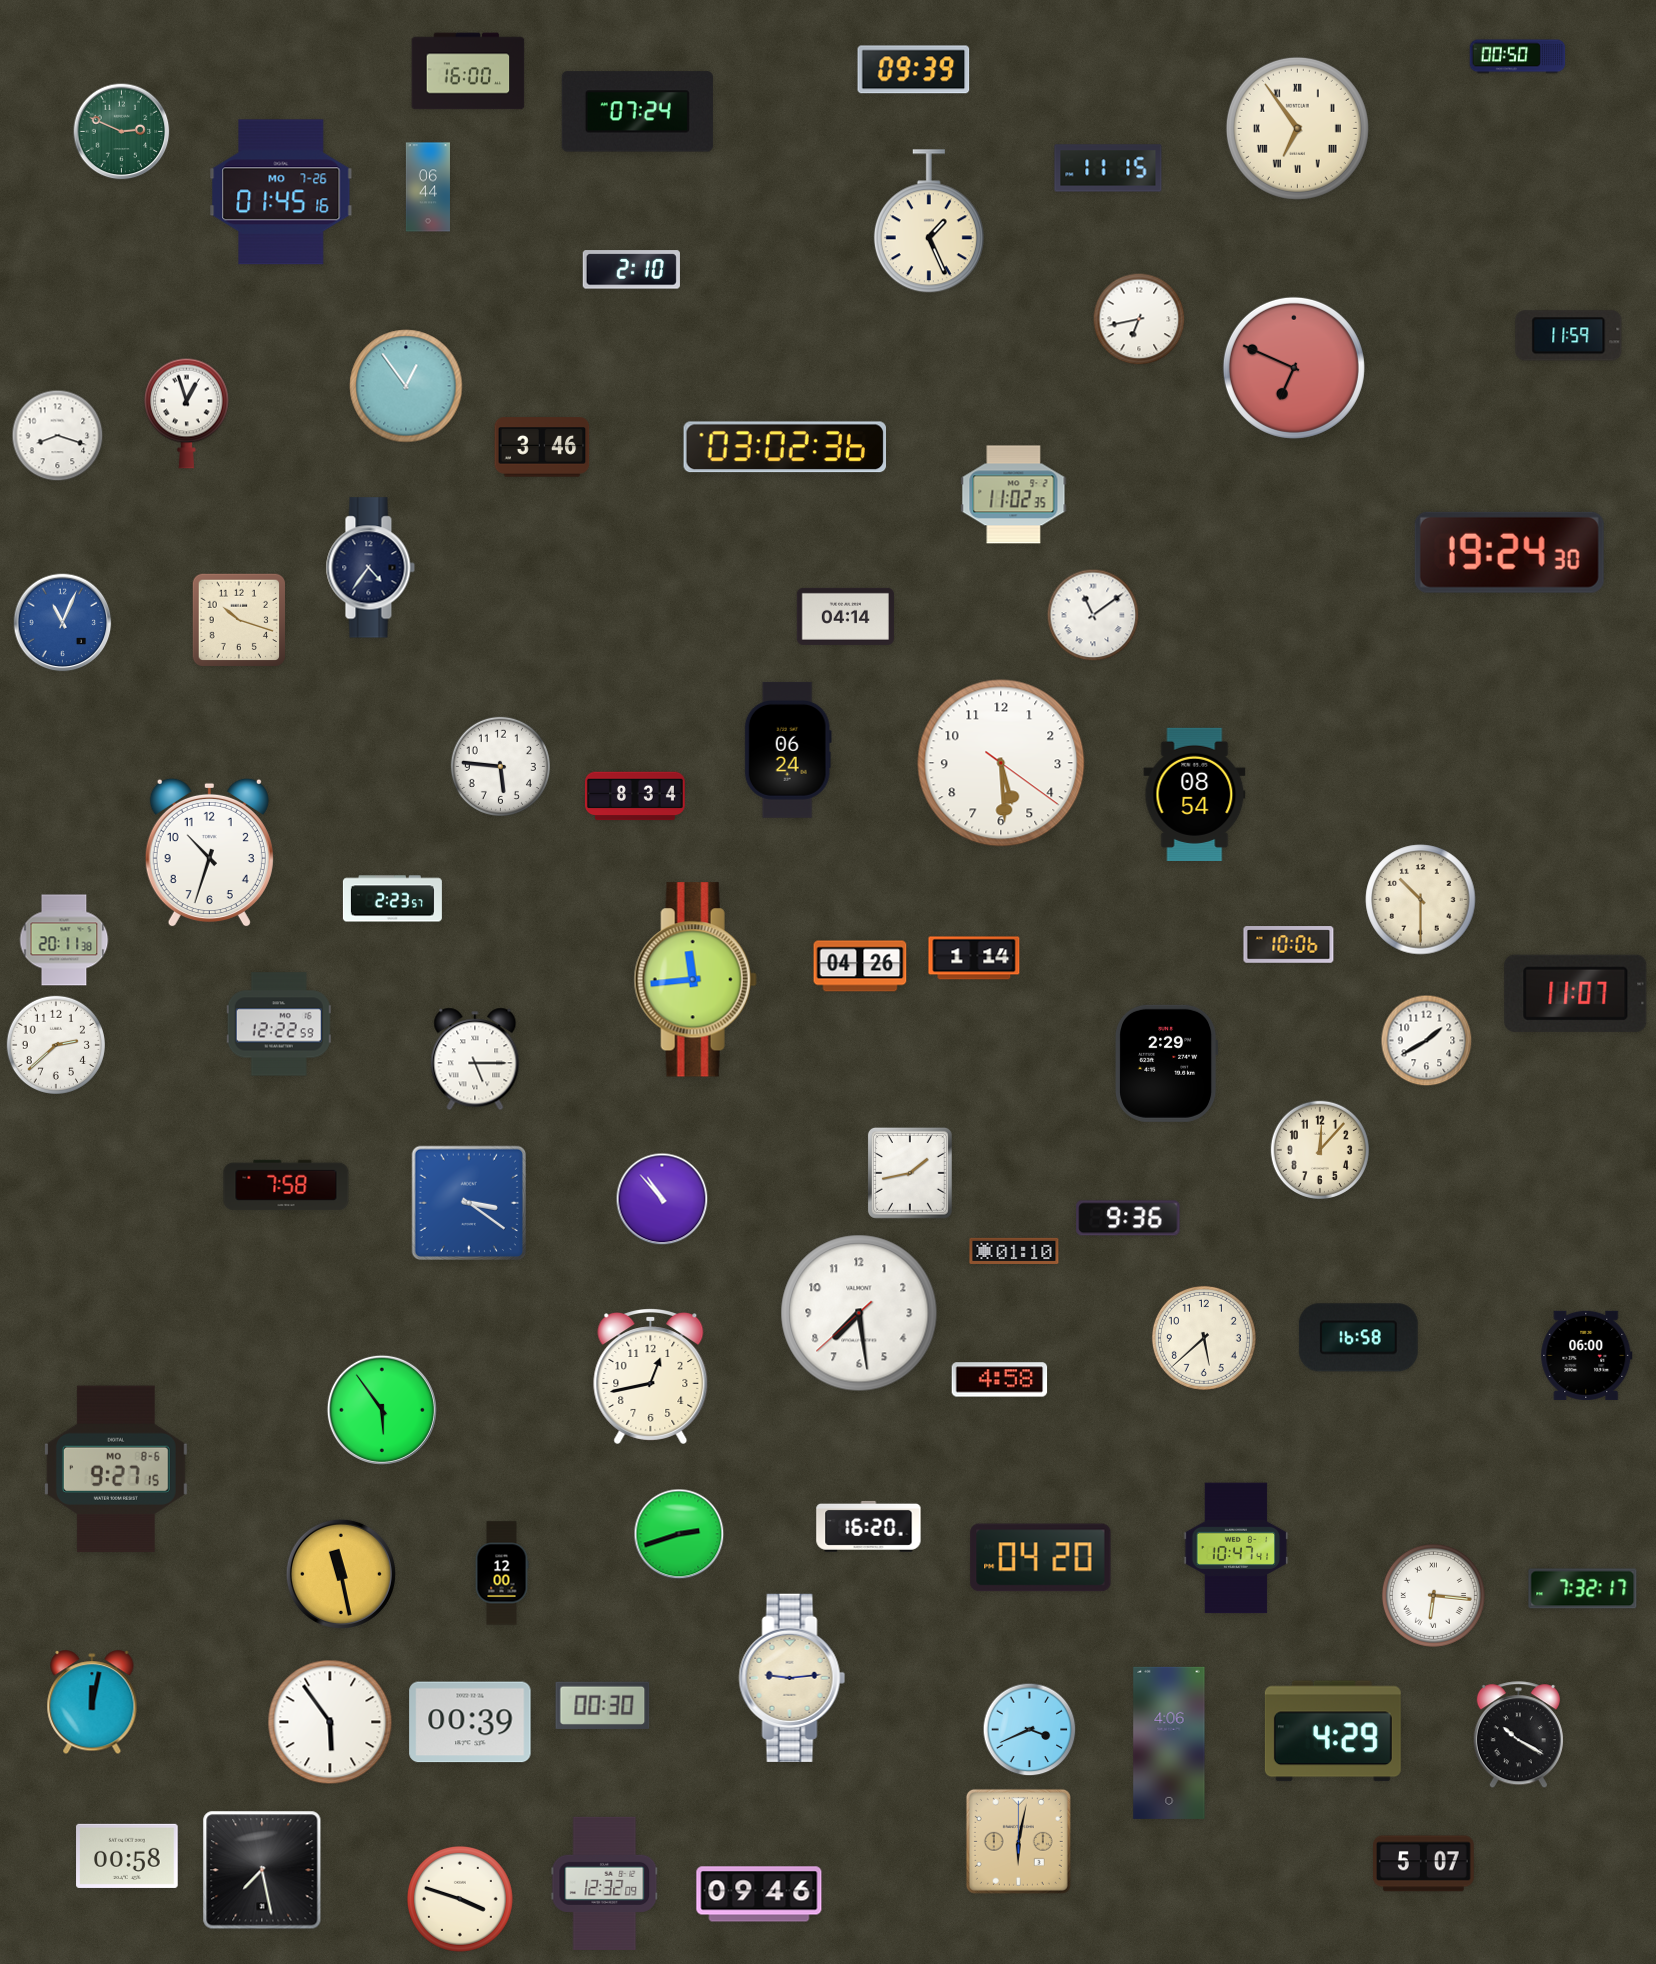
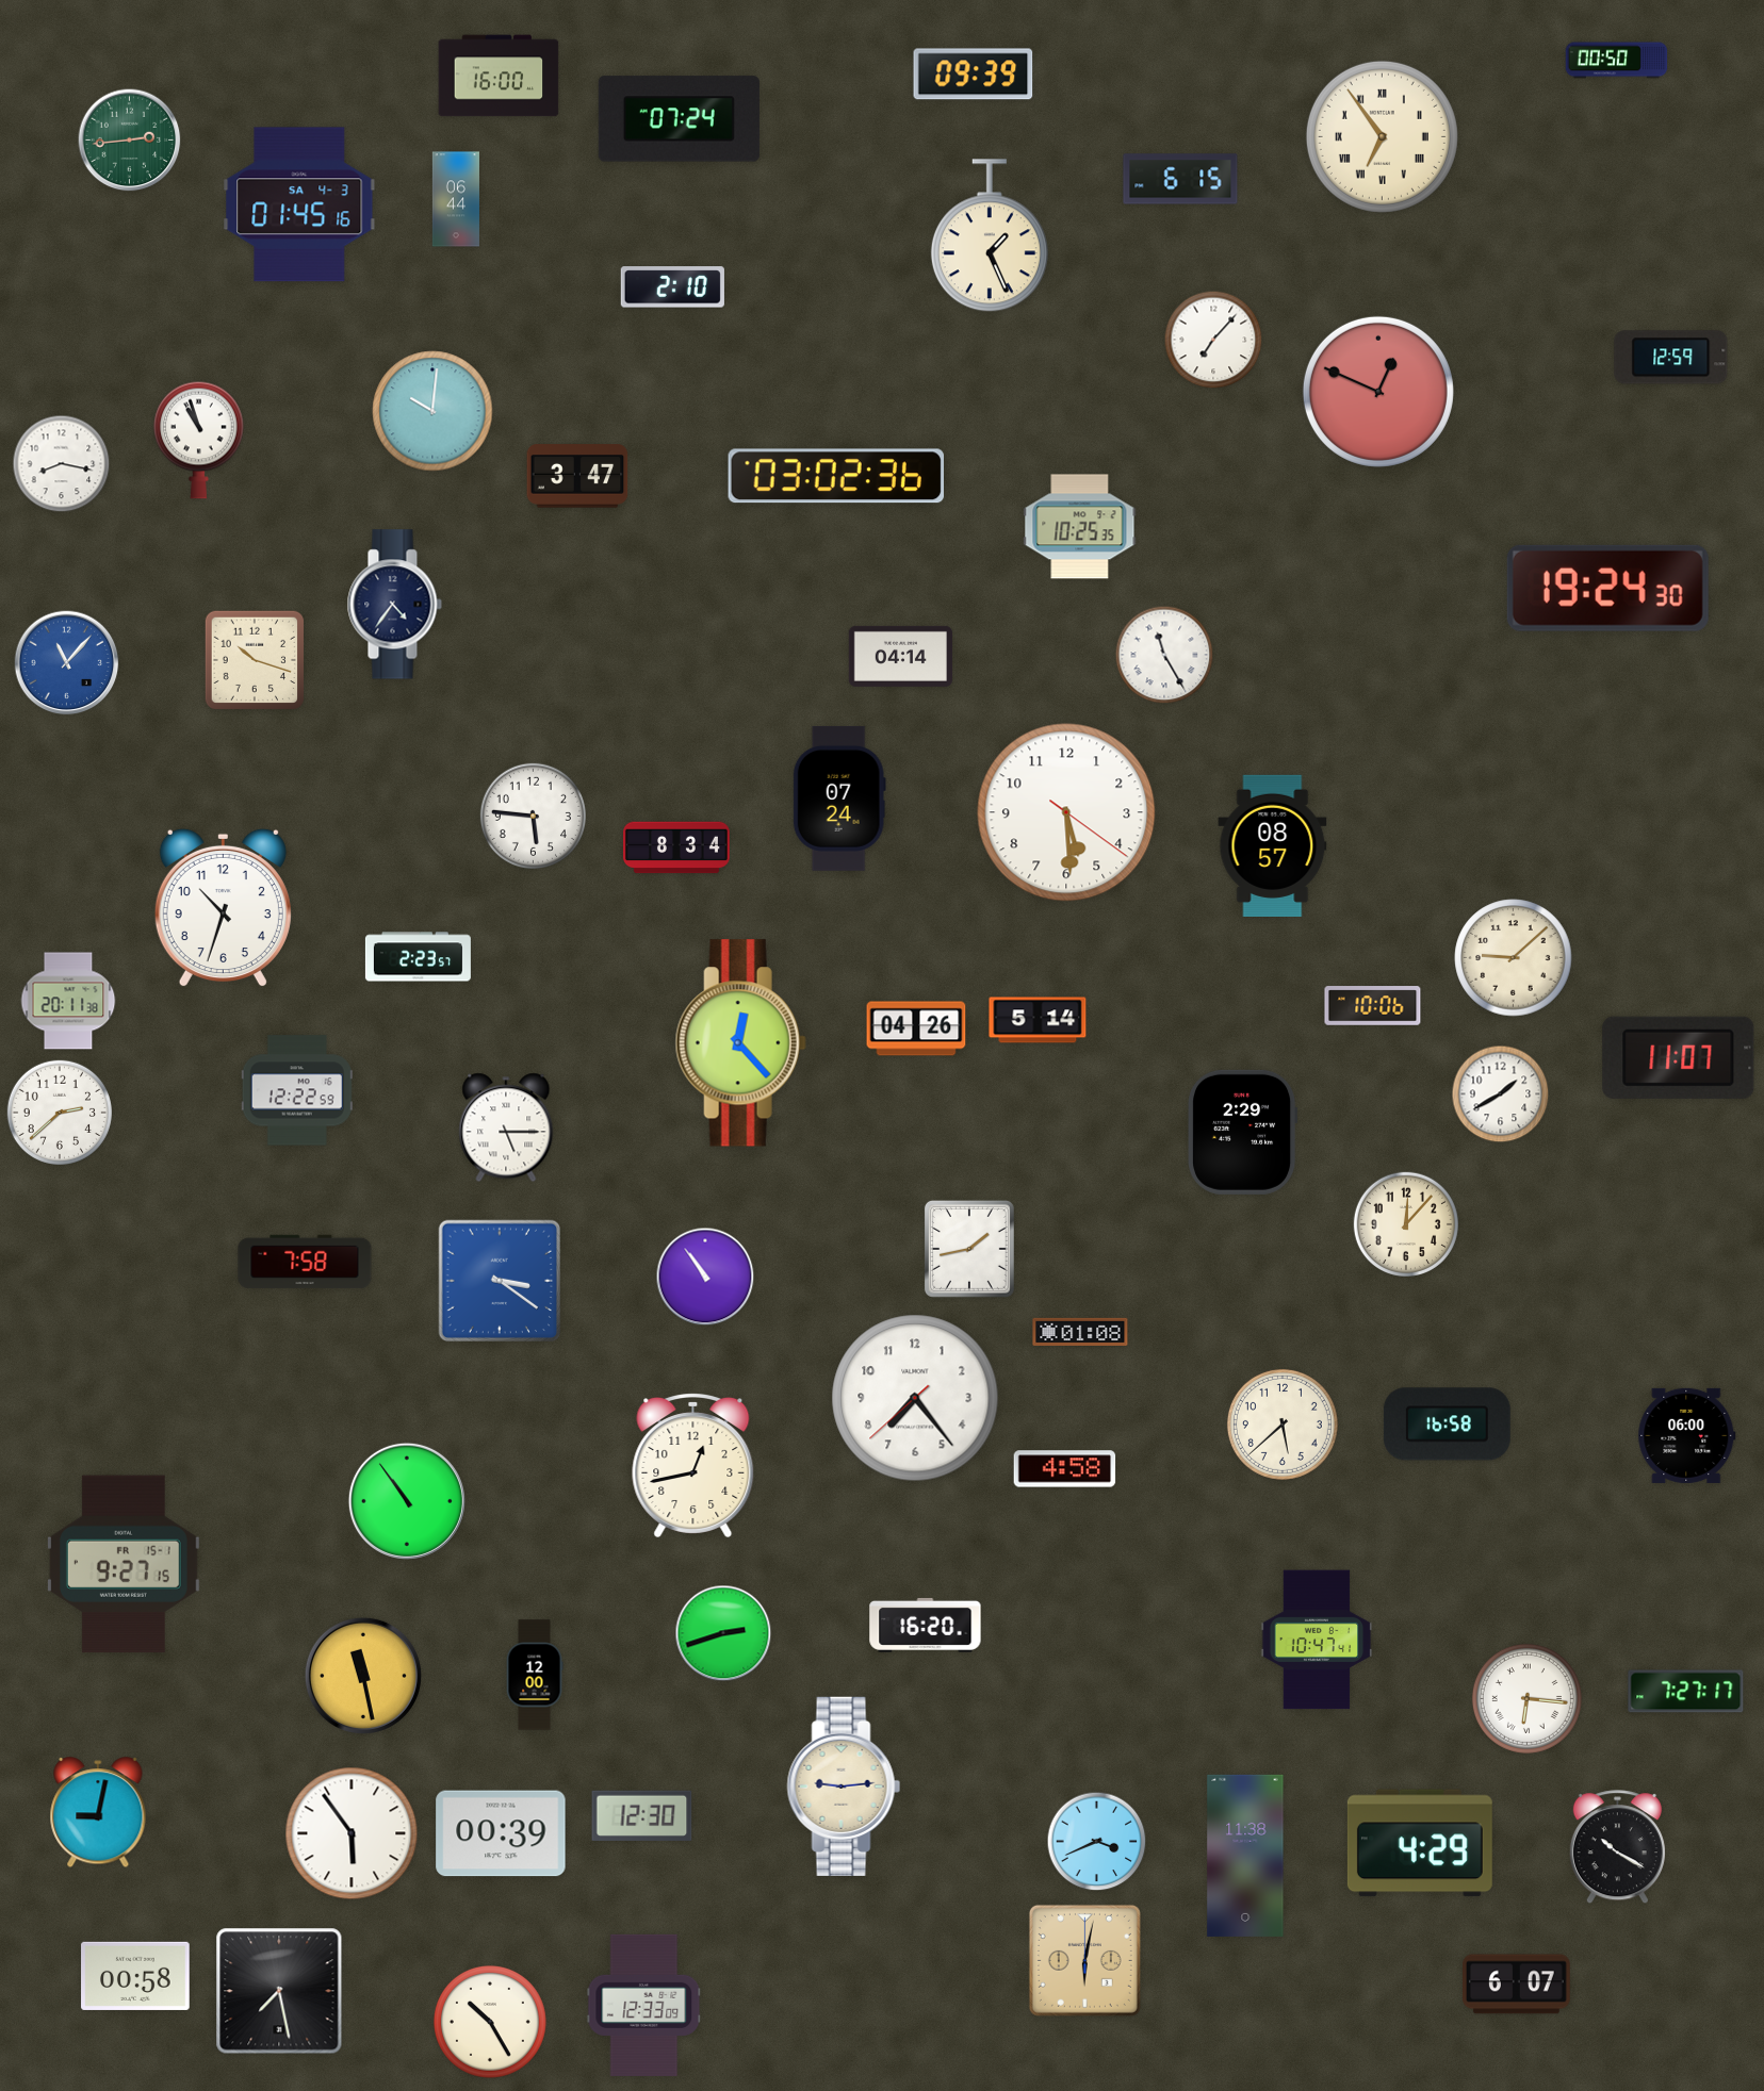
clock at (122, 132): 2:49 -> 2:44
clock at (1108, 168): 11:15 -> 6:15
clock at (281, 192) date: MO 7-26 -> SA 4-3
clock at (1139, 319): 6:43 -> 7:07
clock at (1569, 336): 11:59 -> 12:59
clock at (1294, 368): 6:49 -> 12:49
clock at (406, 386): 12:54 -> 10:01
clock at (187, 413): 12:57 -> 10:57
clock at (58, 436): 8:18 -> 8:17
clock at (542, 447): 3:46 -> 3:47
clock at (1014, 495): 11:02 -> 10:25
clock at (1093, 615): 11:09 -> 11:25
clock at (63, 623): 11:04 -> 11:07
clock at (788, 750): 06:24 -> 07:24
clock at (1195, 794): 08:54 -> 08:57
clock at (1421, 900): 10:30 -> 9:08
clock at (974, 958): 1:14 -> 5:14
clock at (695, 980): 11:44 -> 12:23
clock at (1427, 1041) position: (1427, 1041) -> (1501, 1094)
clock at (662, 1199): 10:53 -> 10:54
clock at (1128, 1218): 9:36 -> none
clock at (1014, 1250): 01:10 -> 01:08
clock at (859, 1313): 7:28 -> 7:23
clock at (1587, 1355) position: (1587, 1355) -> (1687, 1435)
clock at (382, 1410): 5:54 -> 10:54
clock at (116, 1469) date: MO 8-6 -> FR 15-1
clock at (1236, 1548) position: (1236, 1548) -> (1317, 1640)
clock at (1041, 1558): 04:20 -> none
clock at (1583, 1589): 7:32 -> 7:27
clock at (92, 1703): 12:02 -> 9:02
clock at (603, 1705): 00:30 -> 12:30
clock at (1169, 1743): 4:06 -> 11:38
clock at (1424, 1864): 5:07 -> 6:07
clock at (605, 1883): 12:32 -> 12:33
clock at (759, 1894): 09:46 -> none
clock at (460, 1899): 3:48 -> 10:25
